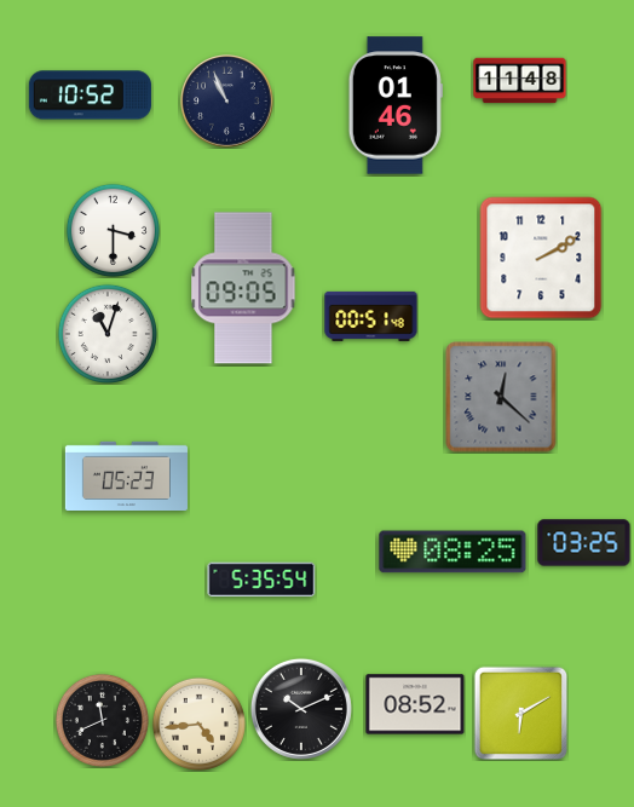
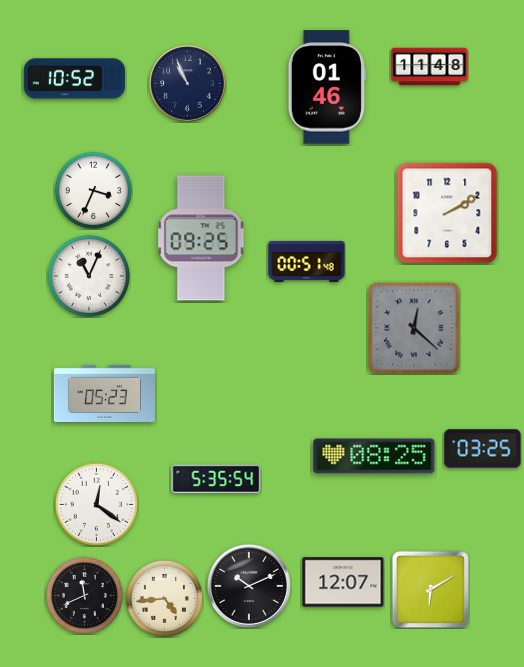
clock at (113, 230): 3:30 -> 3:34
clock at (243, 288): 09:05 -> 09:25
clock at (108, 334): 11:03 -> 11:04
clock at (96, 504): none -> 12:21
clock at (415, 704): 08:52 -> 12:07
